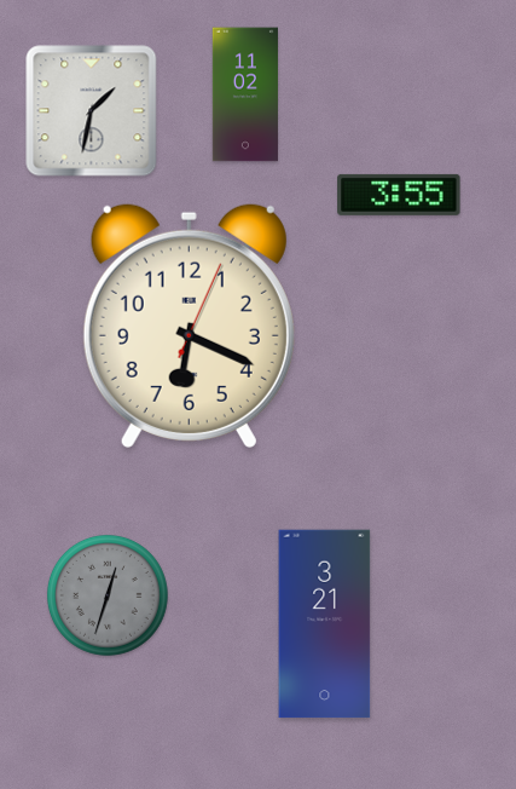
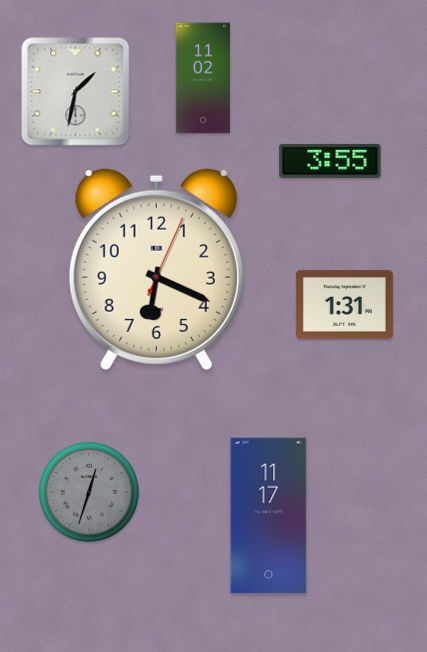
clock at (344, 305): none -> 1:31
clock at (325, 624): 3:21 -> 11:17
